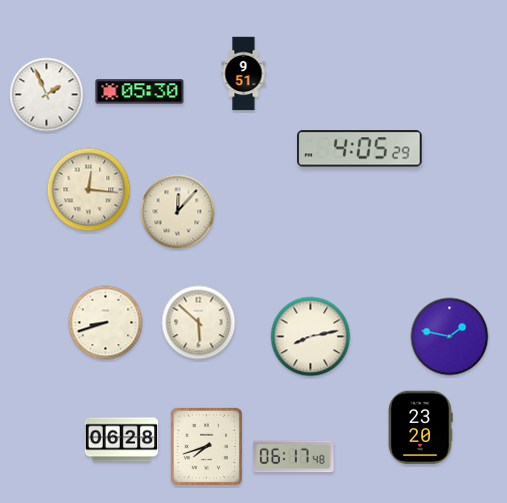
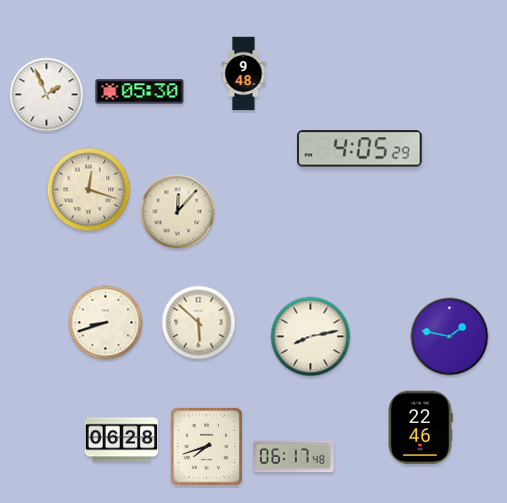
clock at (244, 74): 9:51 -> 9:48
clock at (89, 190): 12:16 -> 12:18
clock at (420, 428): 23:20 -> 22:46
